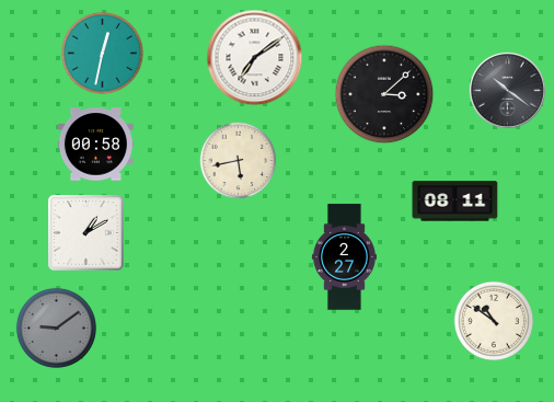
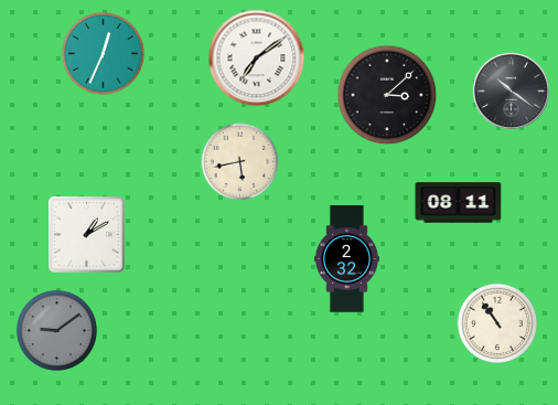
clock at (102, 53): 12:32 -> 12:34
clock at (95, 145): 00:58 -> none
clock at (344, 257): 2:27 -> 2:32
clock at (493, 320): 10:51 -> 10:54
